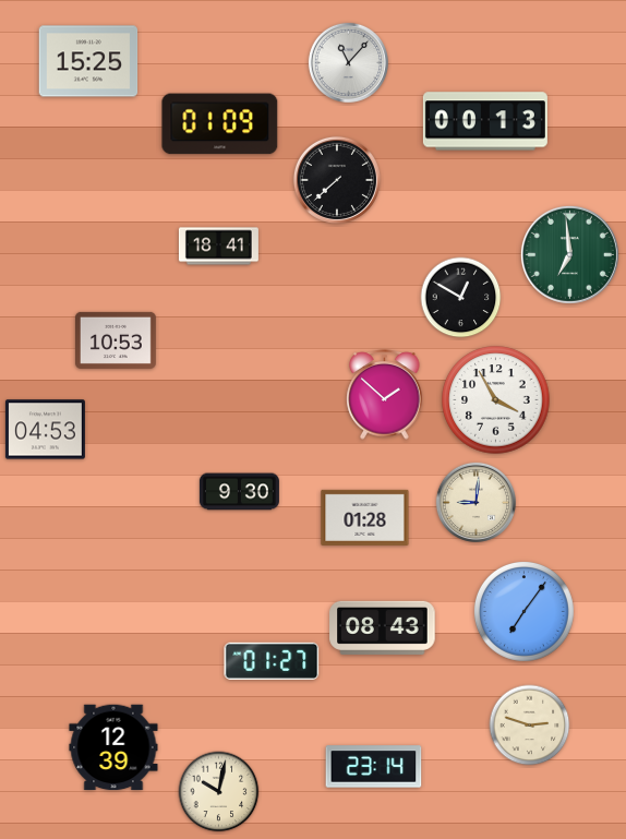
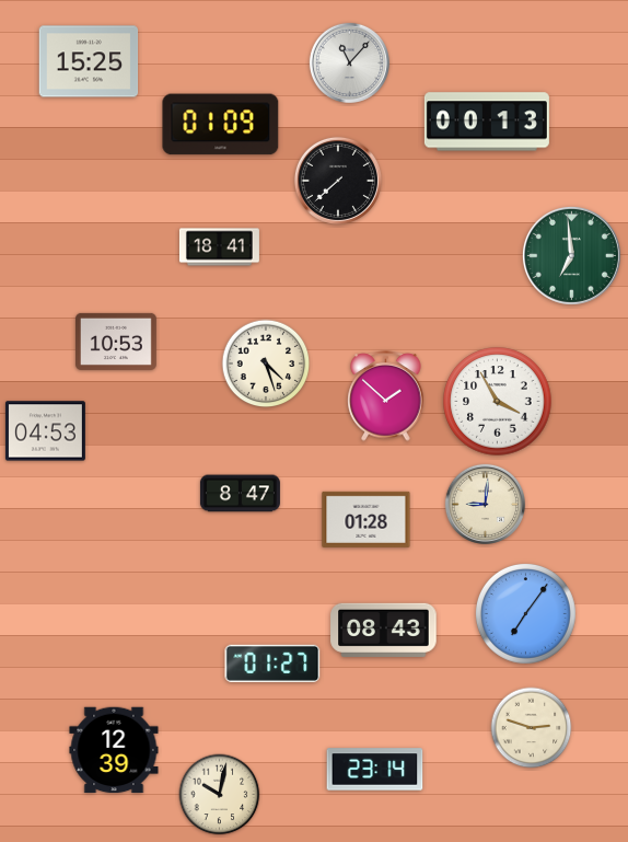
clock at (461, 298): 12:50 -> none
clock at (266, 364): none -> 4:27
clock at (239, 492): 9:30 -> 8:47
clock at (475, 502) position: (475, 502) -> (485, 504)
